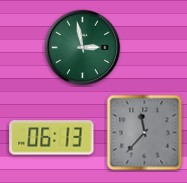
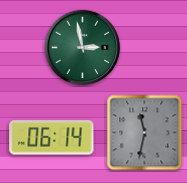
clock at (145, 133): 11:37 -> 11:32
clock at (52, 138): 06:13 -> 06:14
